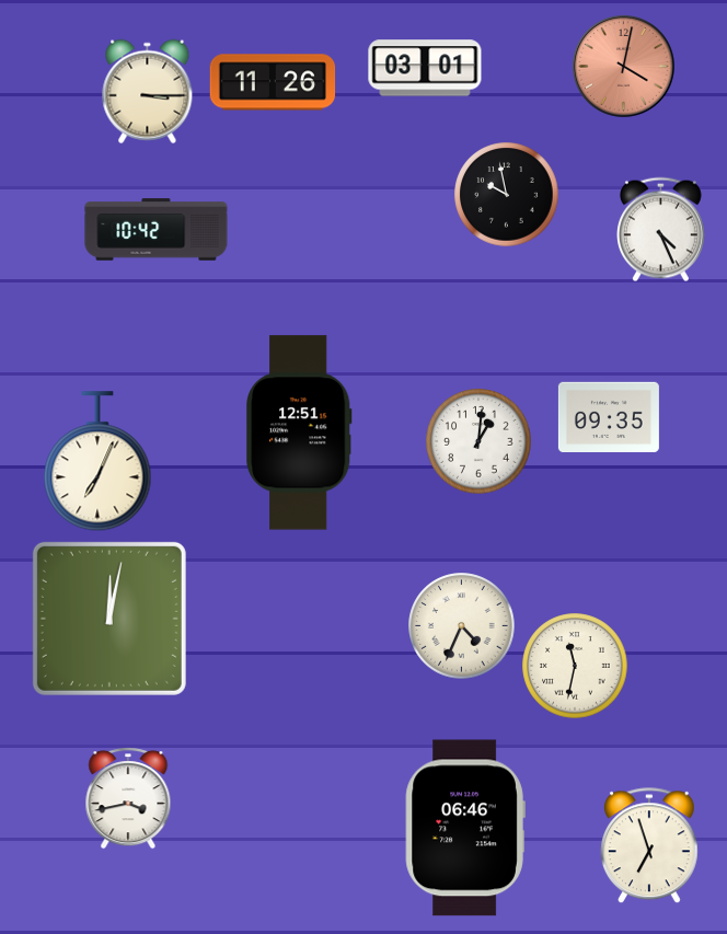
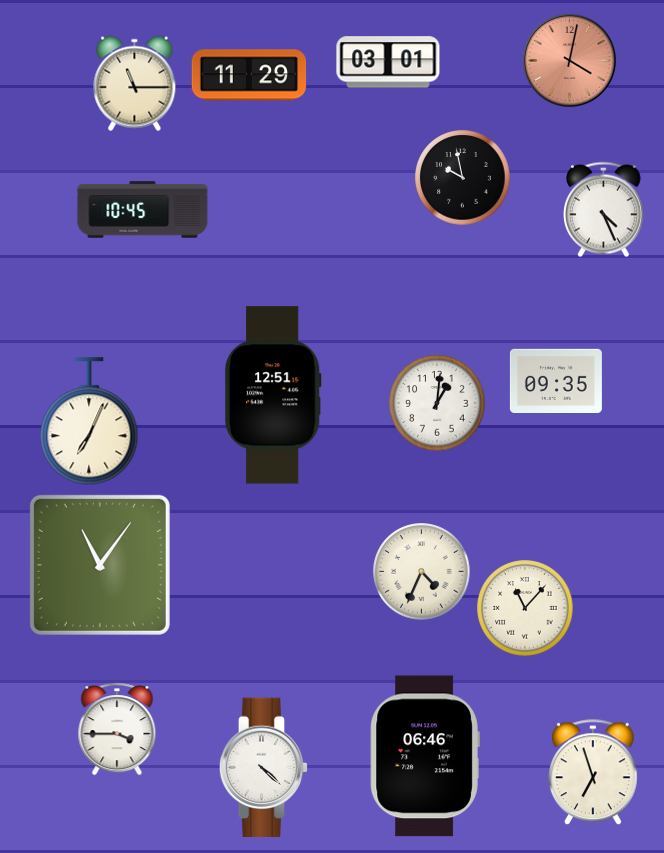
clock at (273, 82): 11:26 -> 11:29
clock at (148, 92): 3:15 -> 11:15
clock at (157, 230): 10:42 -> 10:45
clock at (109, 619): 12:02 -> 11:06
clock at (575, 666): 11:32 -> 11:07
clock at (128, 798): 3:43 -> 3:45
clock at (264, 768): none -> 4:22
